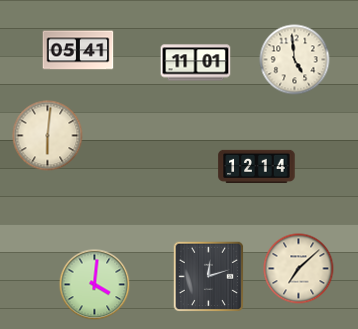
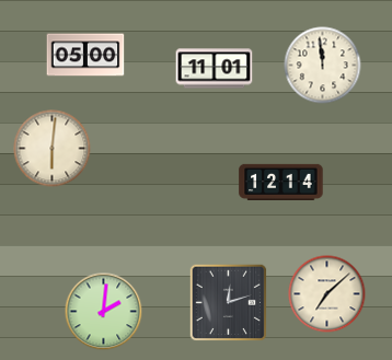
clock at (78, 50): 05:41 -> 05:00
clock at (295, 60): 4:59 -> 11:59
clock at (95, 285): 4:01 -> 2:01
